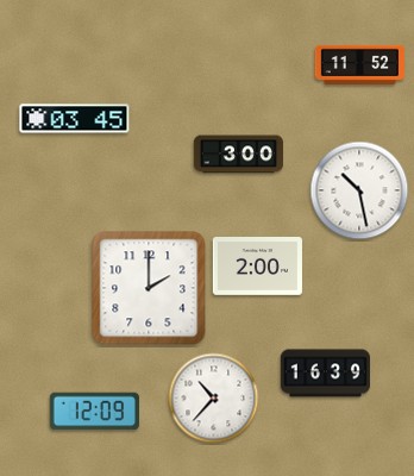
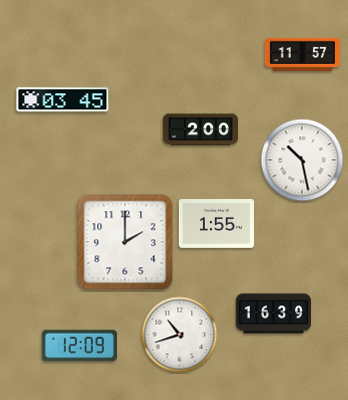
clock at (359, 64): 11:52 -> 11:57
clock at (238, 155): 3:00 -> 2:00
clock at (257, 267): 2:00 -> 1:55
clock at (214, 399): 10:37 -> 10:42
